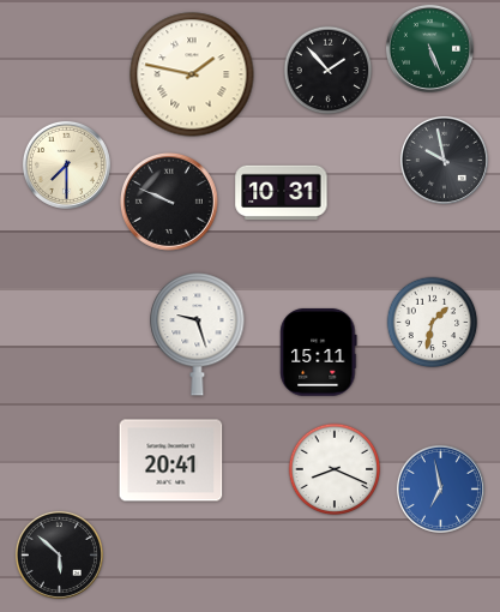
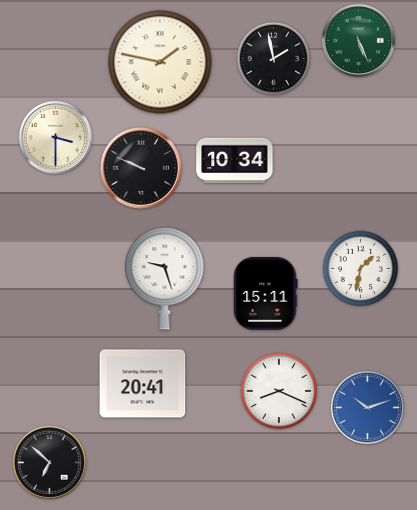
clock at (329, 71): 1:53 -> 1:58
clock at (444, 160): 9:58 -> none
clock at (66, 164): 7:30 -> 3:30
clock at (282, 193): 10:31 -> 10:34
clock at (440, 488): 6:58 -> 10:12
clock at (59, 554): 5:52 -> 6:52
